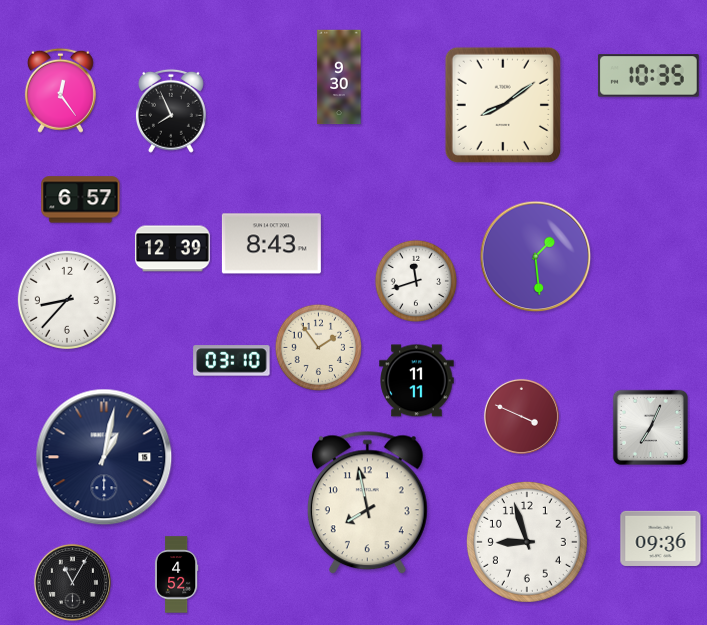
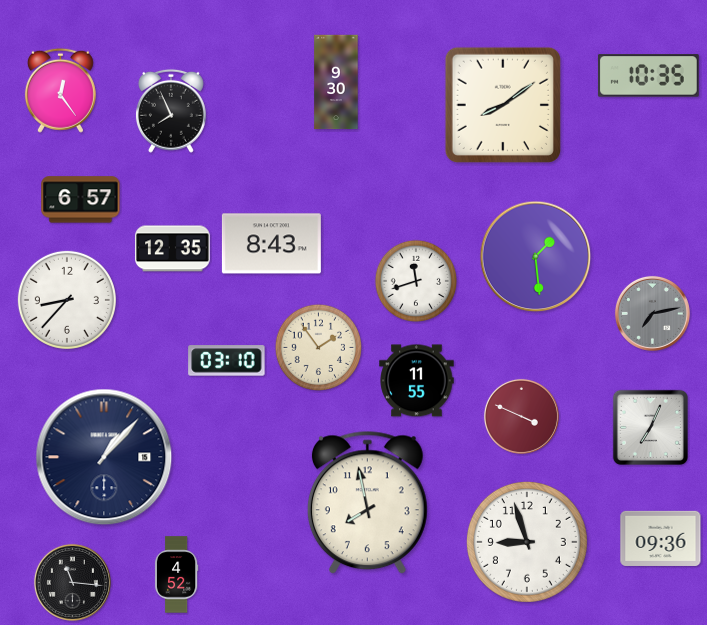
clock at (339, 77) position: (339, 77) -> (336, 82)
clock at (173, 249): 12:39 -> 12:35
clock at (652, 313): none -> 7:13
clock at (232, 361) position: (232, 361) -> (227, 361)
clock at (417, 381): 11:11 -> 11:55
clock at (104, 457): 1:02 -> 1:07
clock at (72, 582): 11:05 -> 11:16
